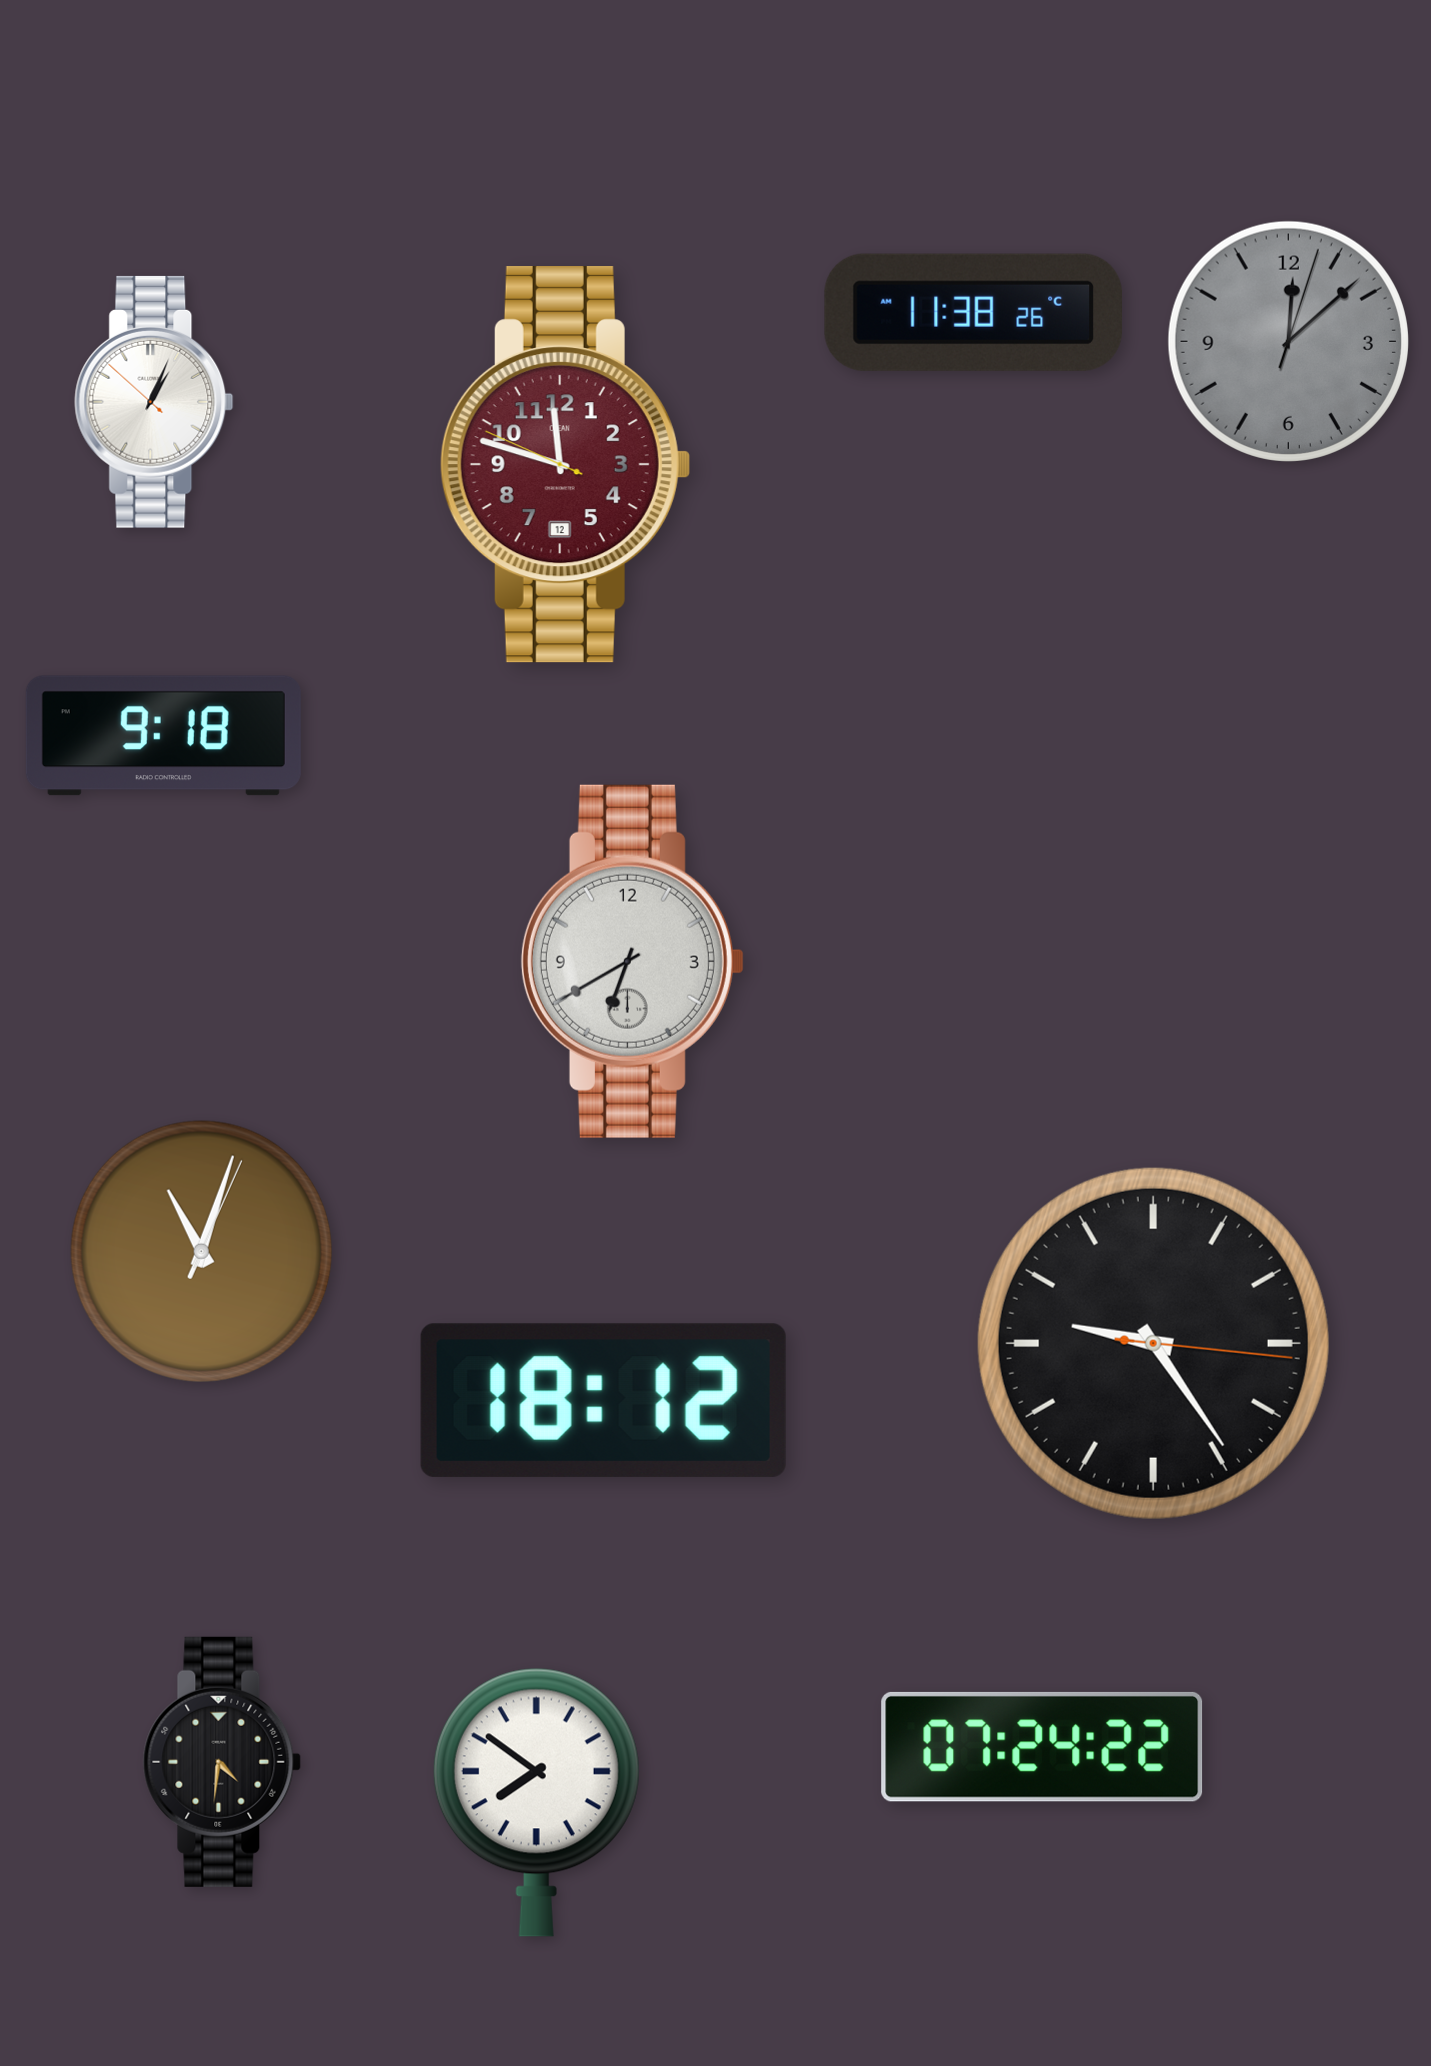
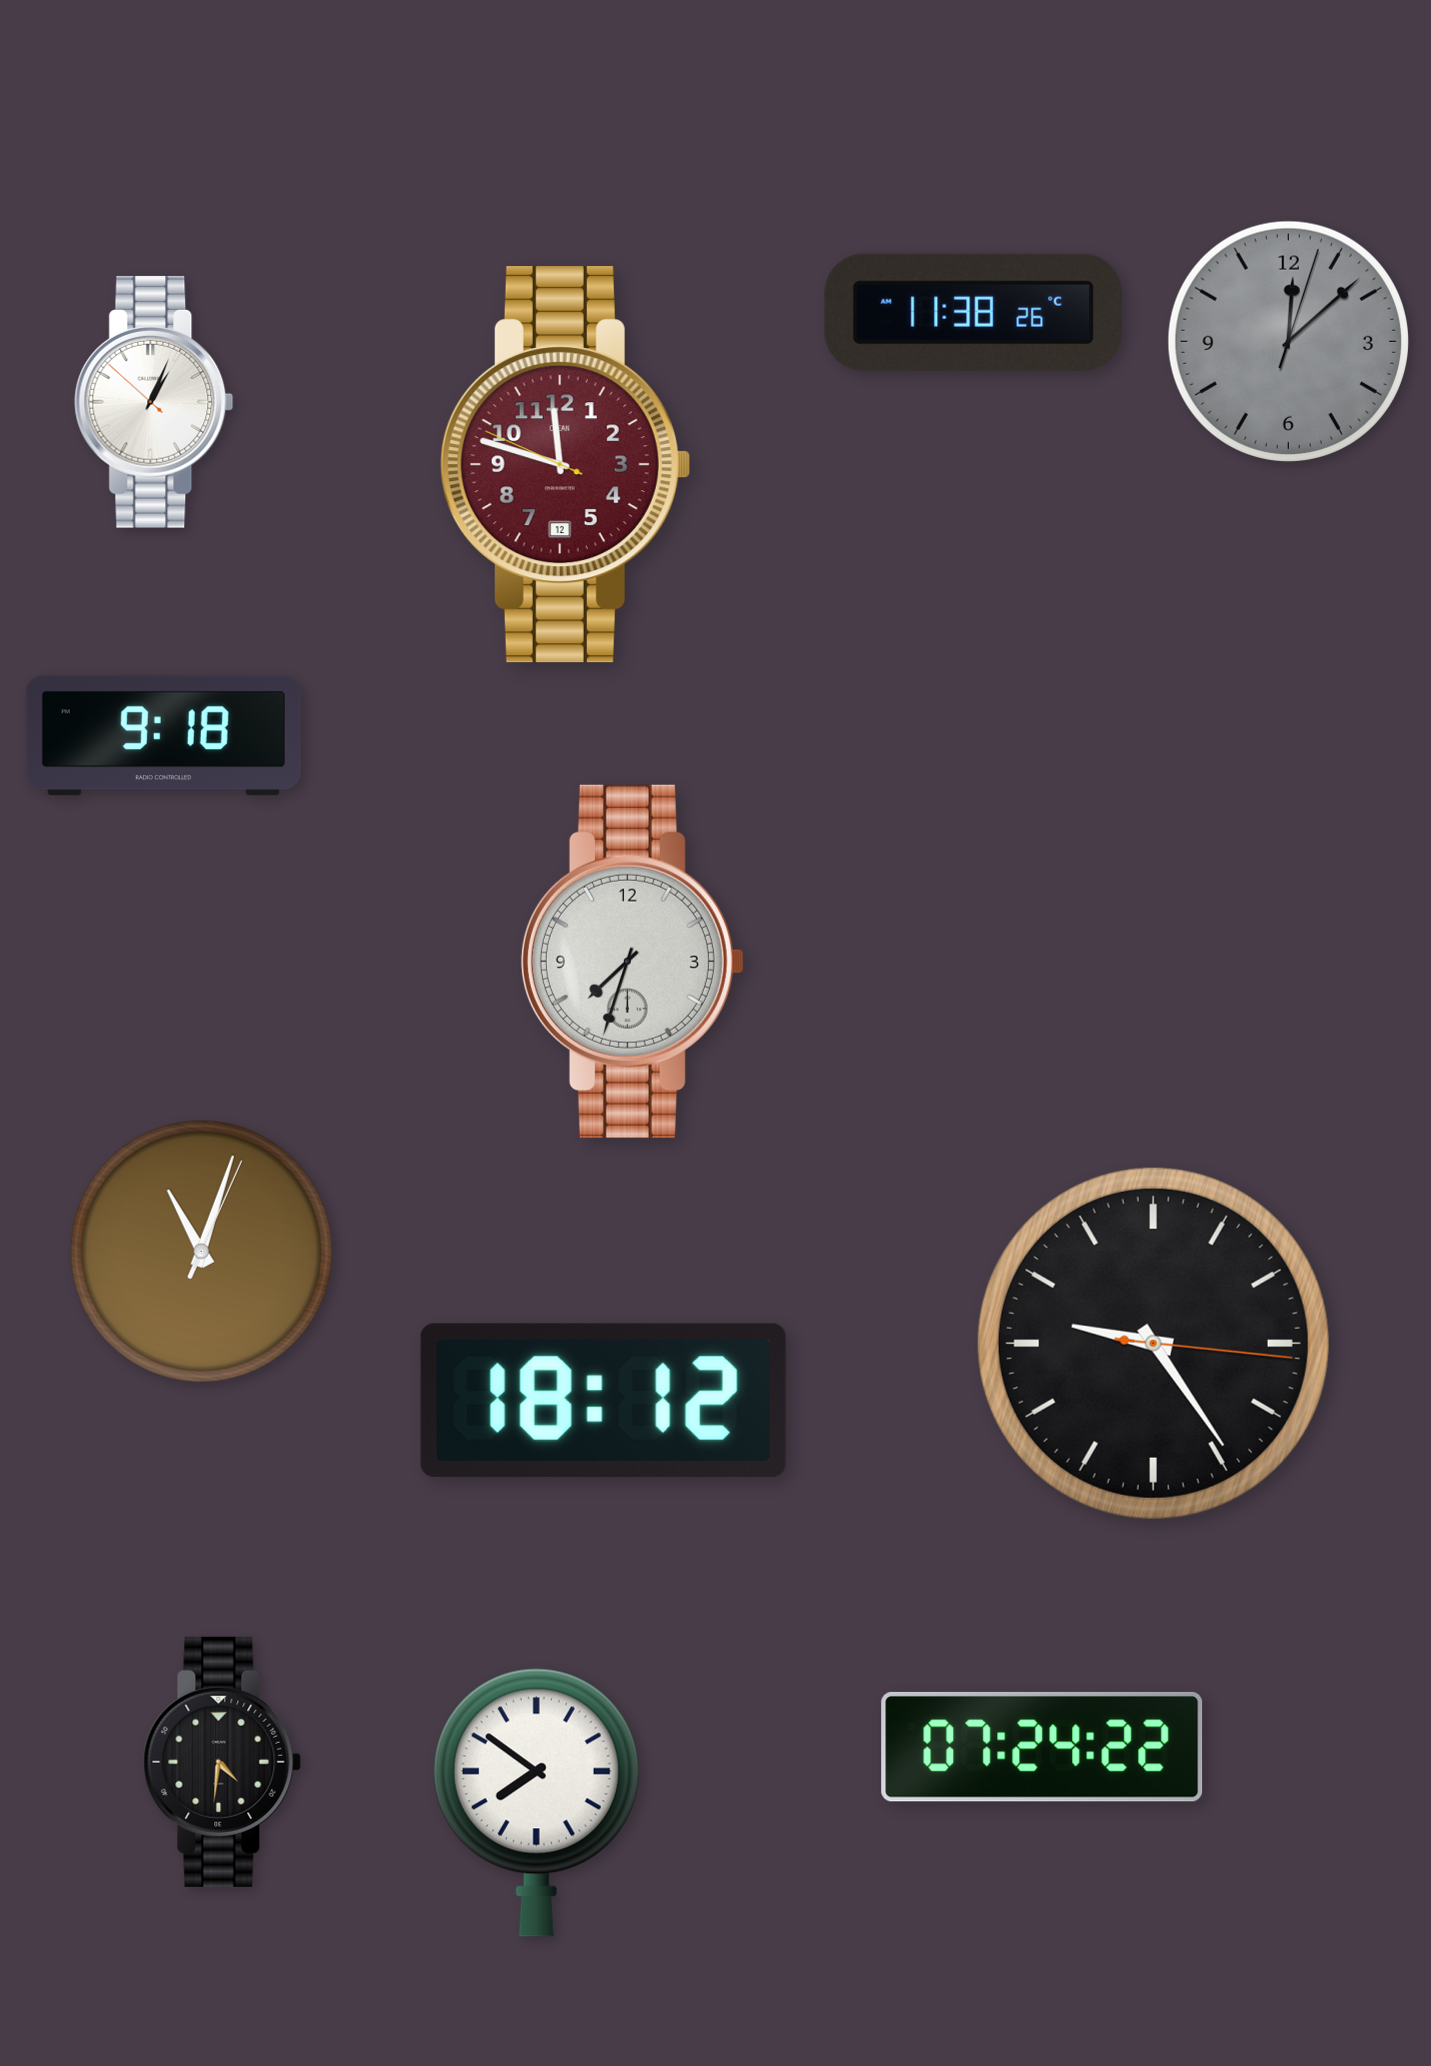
clock at (632, 961): 6:40 -> 7:33
